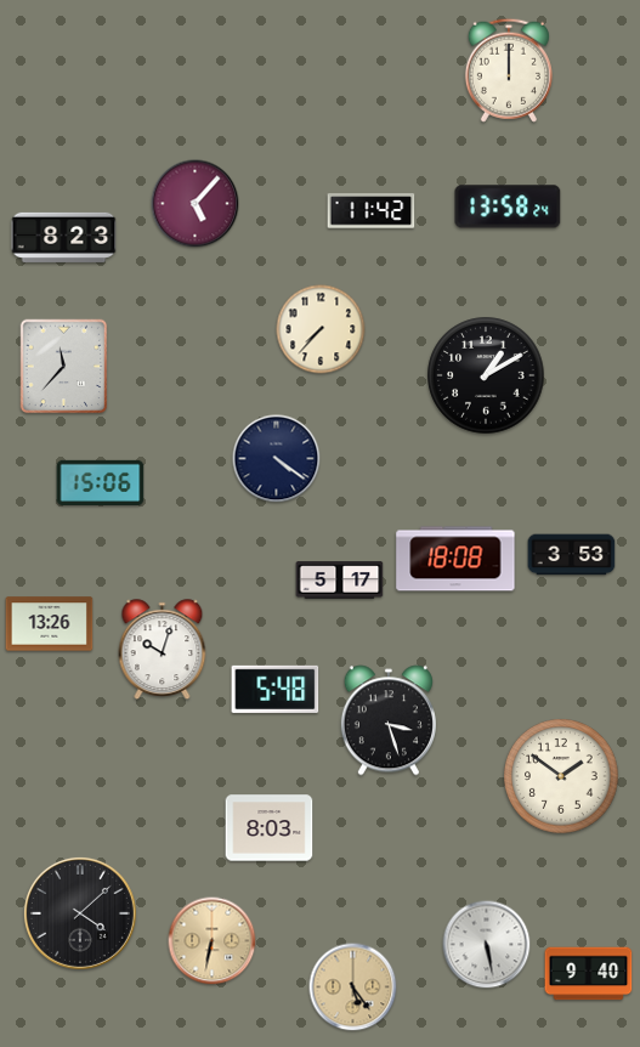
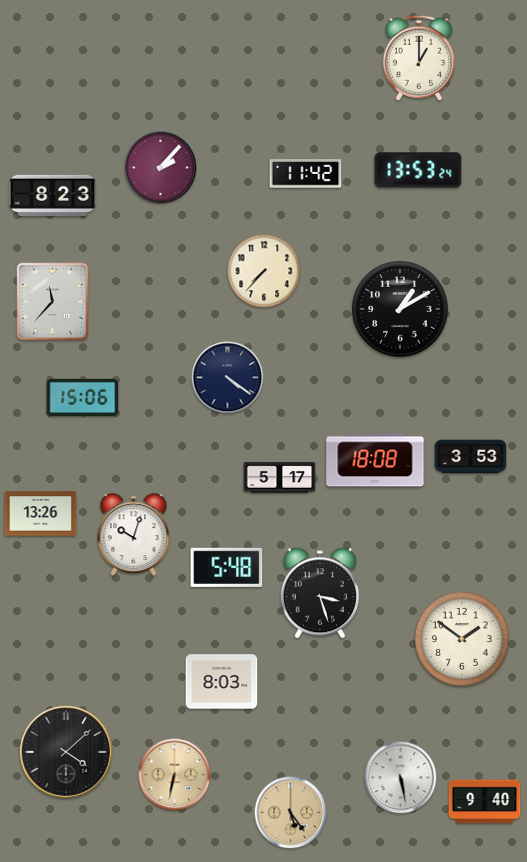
clock at (509, 70): 12:00 -> 1:00
clock at (196, 204): 5:07 -> 2:07
clock at (508, 206): 13:58 -> 13:53
